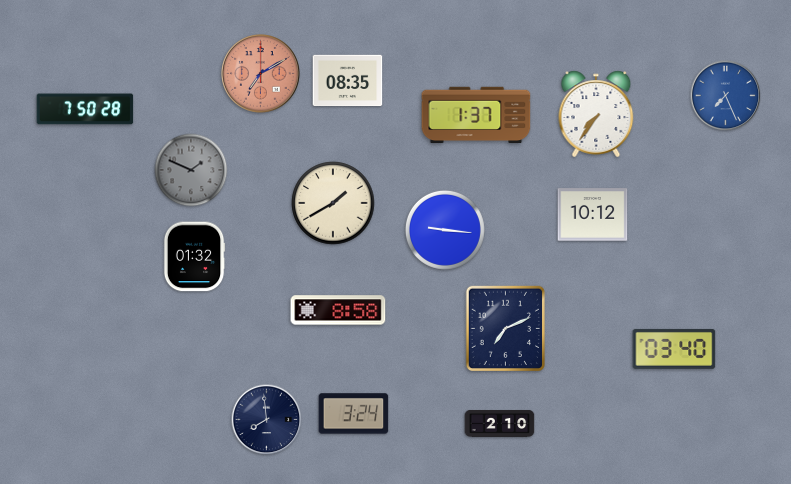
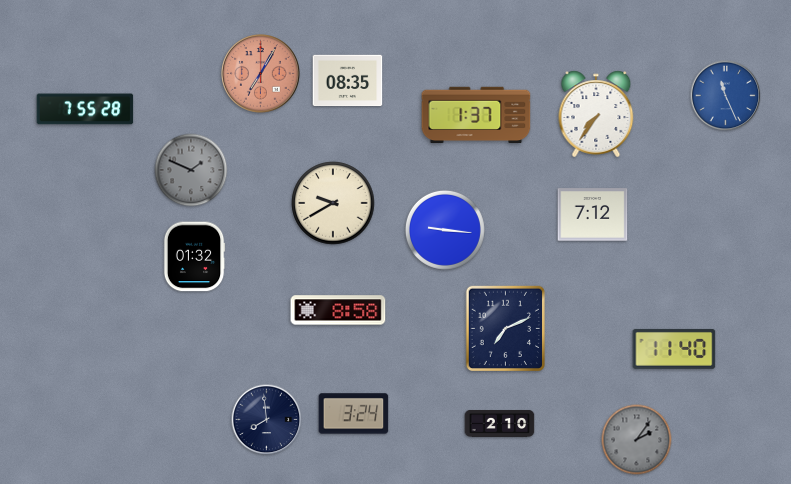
clock at (261, 74): 7:10 -> 7:05
clock at (726, 96): 7:26 -> 11:26
clock at (85, 109): 7:50 -> 7:55
clock at (333, 203): 1:40 -> 9:40
clock at (593, 215): 10:12 -> 7:12
clock at (674, 349): 03:40 -> 11:40
clock at (637, 440): none -> 2:06
